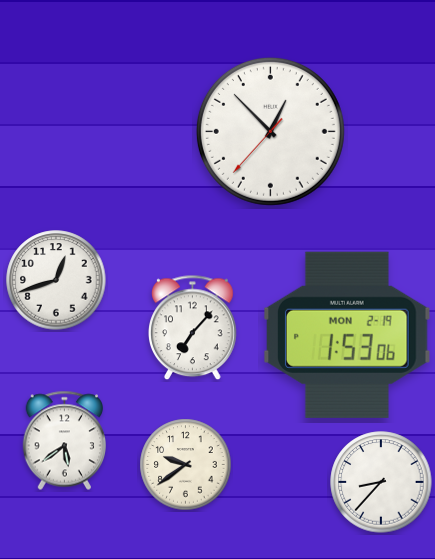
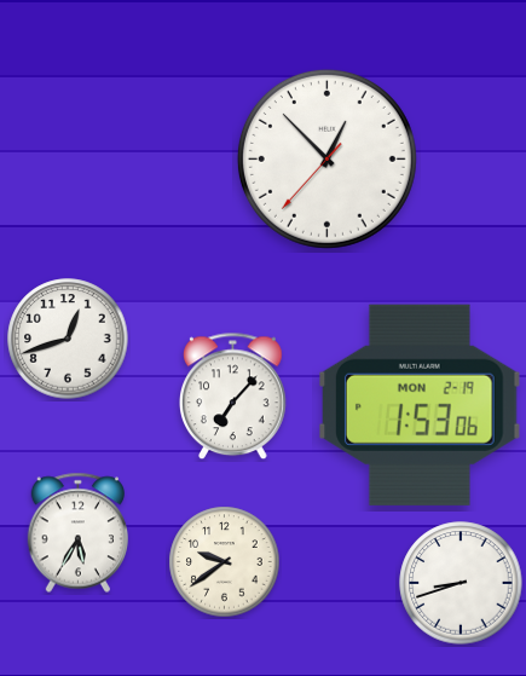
clock at (64, 441): 5:39 -> 5:35
clock at (381, 482): 8:37 -> 8:42
